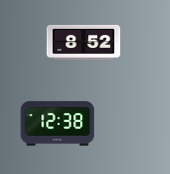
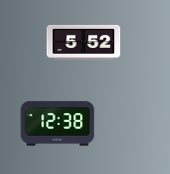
clock at (84, 42): 8:52 -> 5:52
